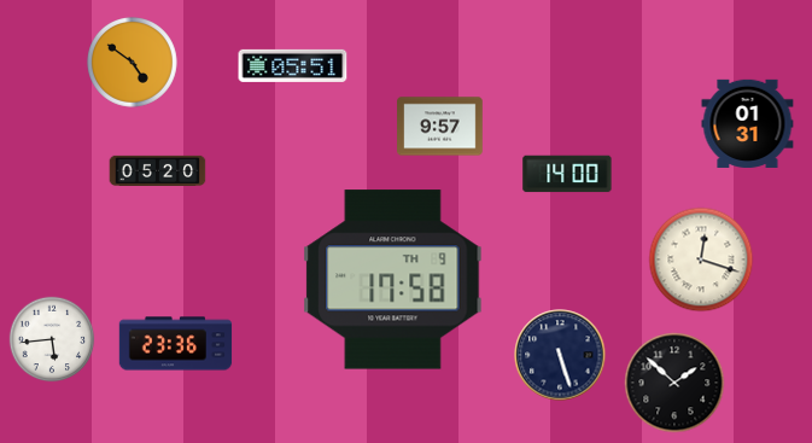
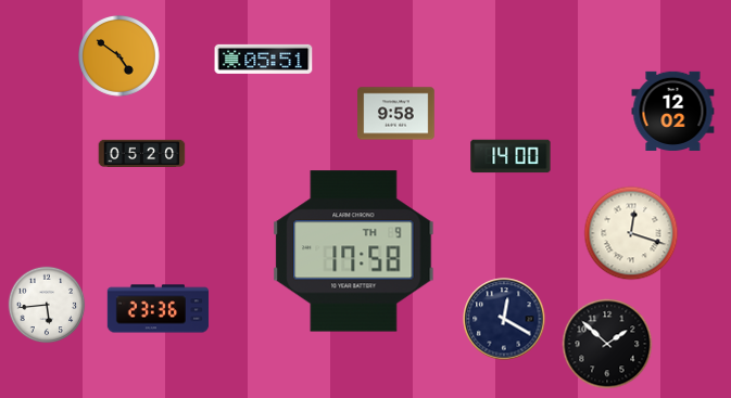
clock at (748, 123): 01:31 -> 12:02
clock at (440, 127): 9:57 -> 9:58
clock at (560, 355): 5:27 -> 12:20
